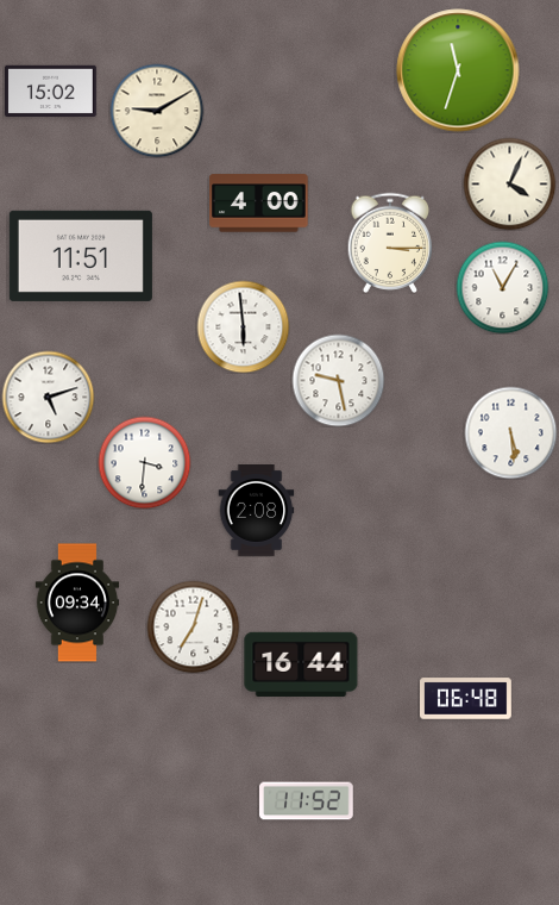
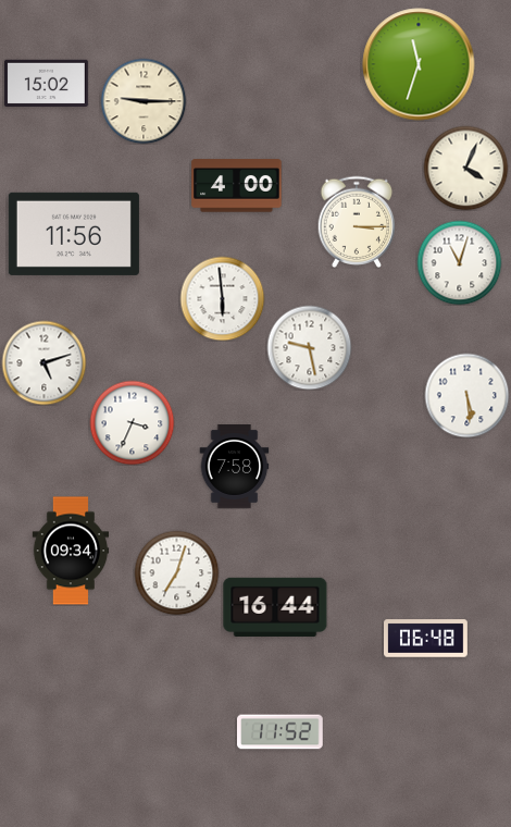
clock at (157, 111): 9:10 -> 9:15
clock at (81, 256): 11:51 -> 11:56
clock at (502, 287): 11:05 -> 11:03
clock at (144, 462): 3:31 -> 3:34
clock at (257, 511): 2:08 -> 7:58
